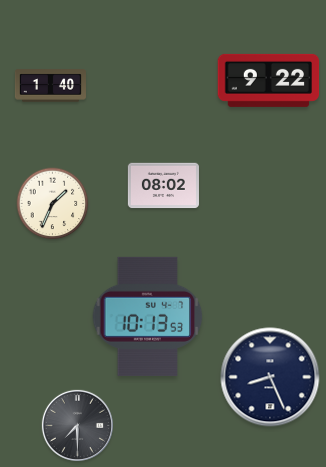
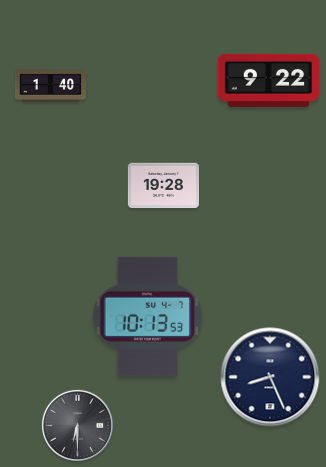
clock at (163, 186): 08:02 -> 19:28
clock at (53, 204): 1:34 -> none
clock at (77, 425): 7:30 -> 6:30
